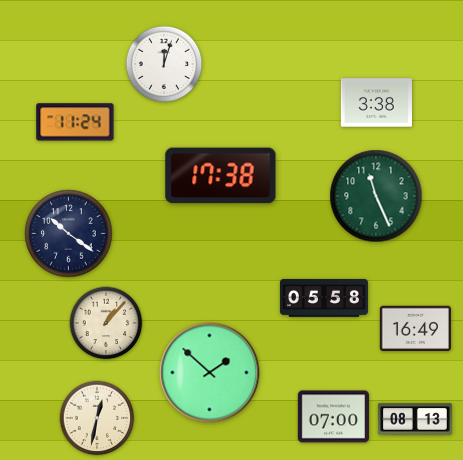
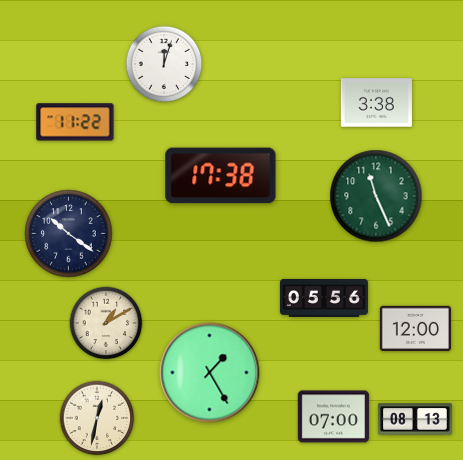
clock at (75, 122): 11:24 -> 11:22
clock at (324, 298): 05:58 -> 05:56
clock at (106, 323): 1:07 -> 1:10
clock at (415, 328): 16:49 -> 12:00
clock at (210, 373): 1:52 -> 1:25
